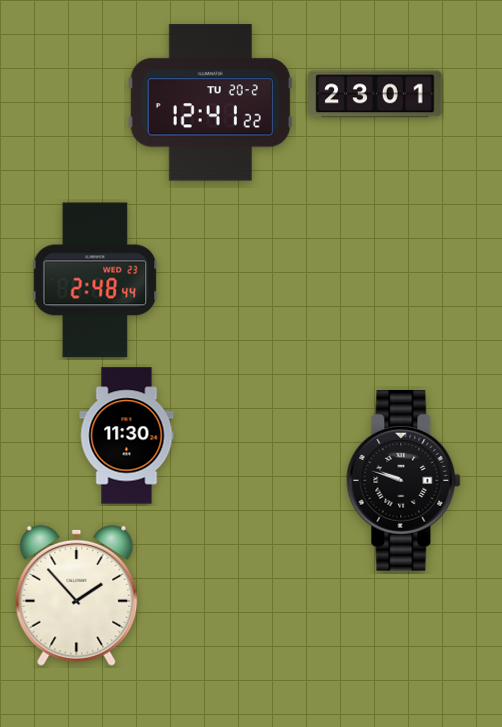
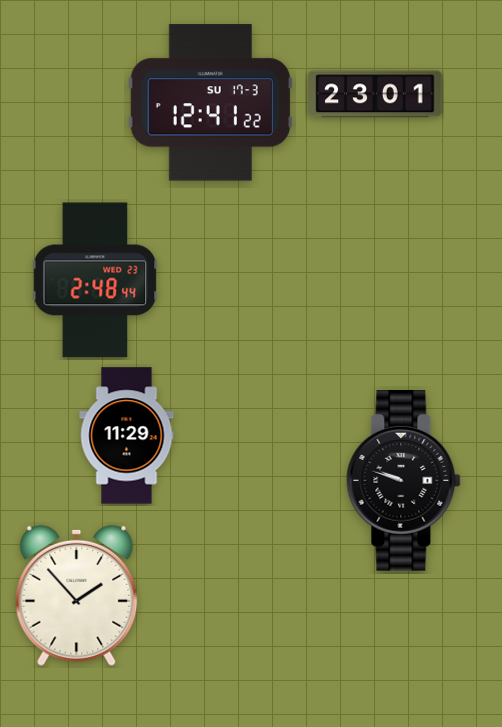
clock at (210, 103) date: TU 20-2 -> SU 17-3
clock at (127, 436): 11:30 -> 11:29
